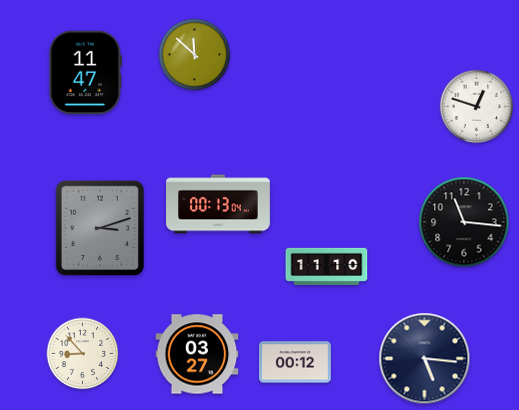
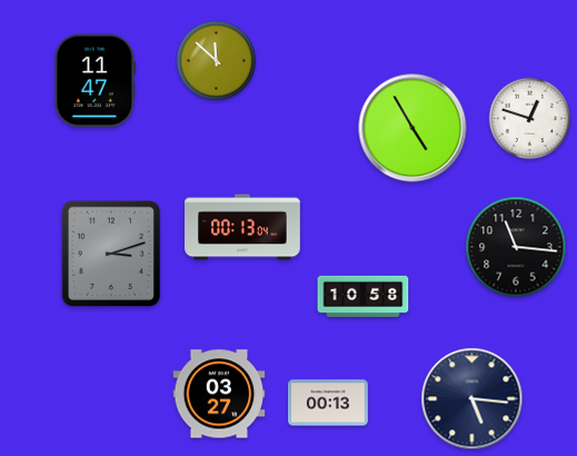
clock at (412, 128): none -> 4:55
clock at (327, 266): 11:10 -> 10:58
clock at (83, 354): 8:53 -> none
clock at (296, 362): 00:12 -> 00:13
